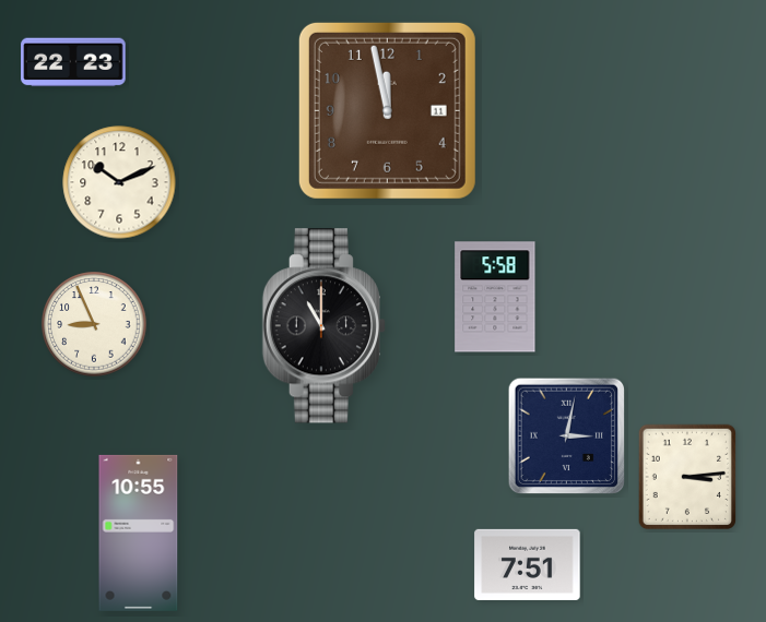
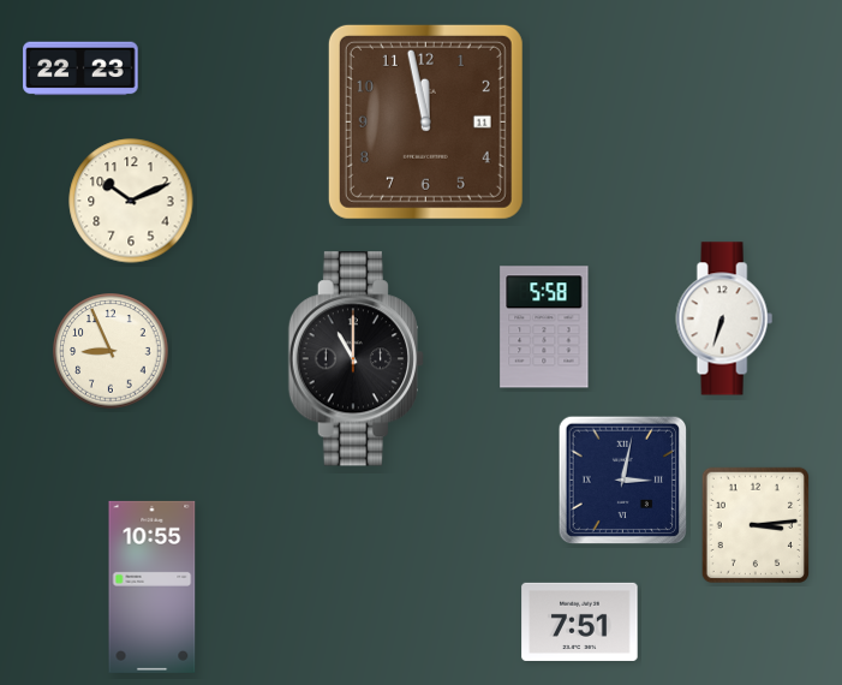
clock at (724, 318): none -> 6:33
clock at (94, 324) position: (94, 324) -> (111, 351)
